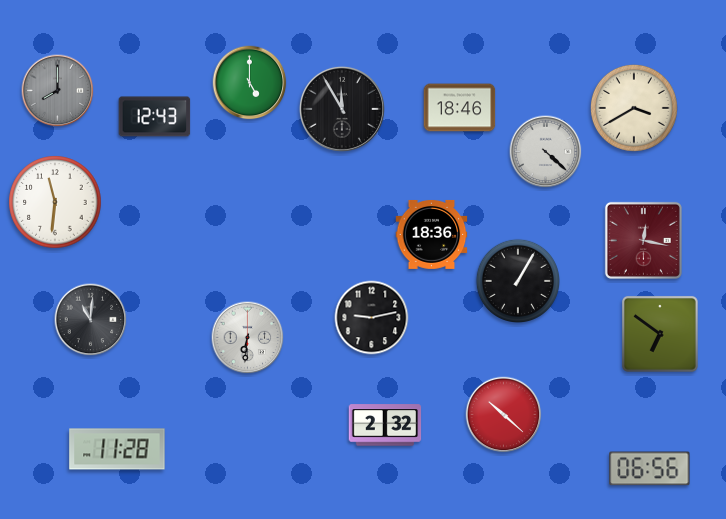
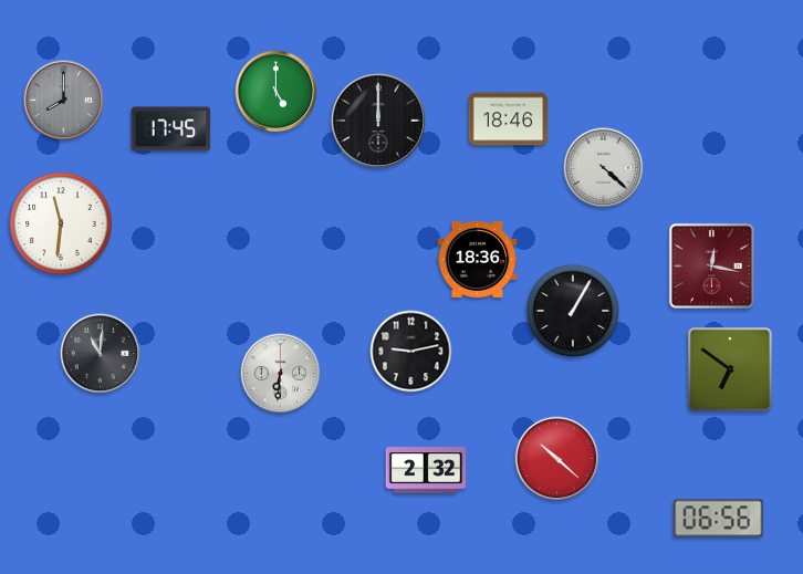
clock at (634, 108): 3:40 -> none
clock at (342, 109): 11:55 -> 12:00
clock at (155, 117): 12:43 -> 17:45
clock at (248, 338) position: (248, 338) -> (281, 374)
clock at (117, 449): 11:28 -> none
